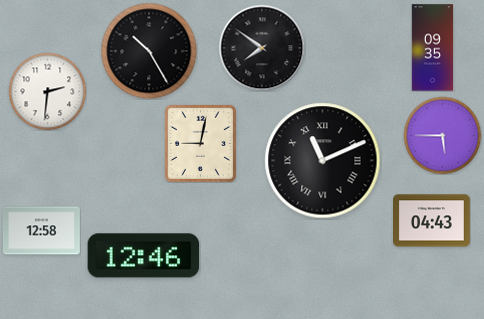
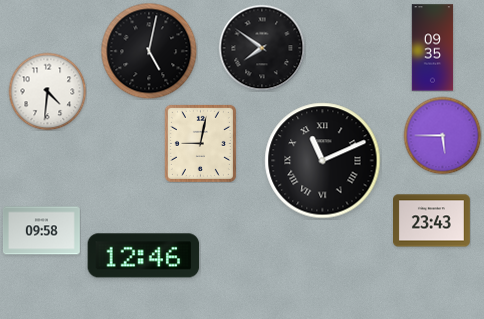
clock at (149, 51): 10:25 -> 5:02
clock at (47, 91): 2:31 -> 4:31
clock at (432, 221): 04:43 -> 23:43
clock at (42, 231): 12:58 -> 09:58
